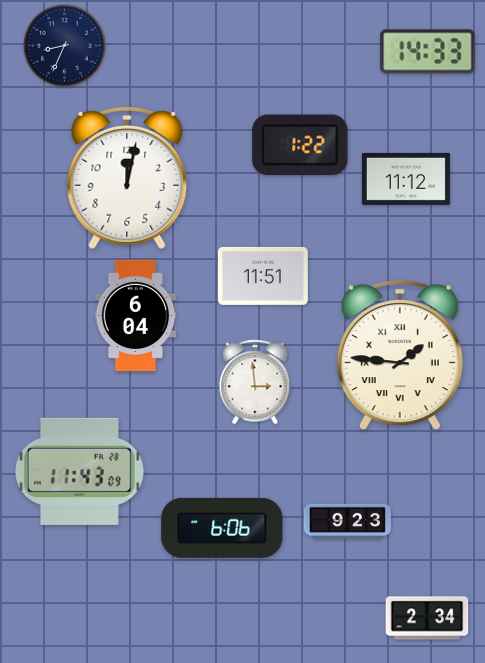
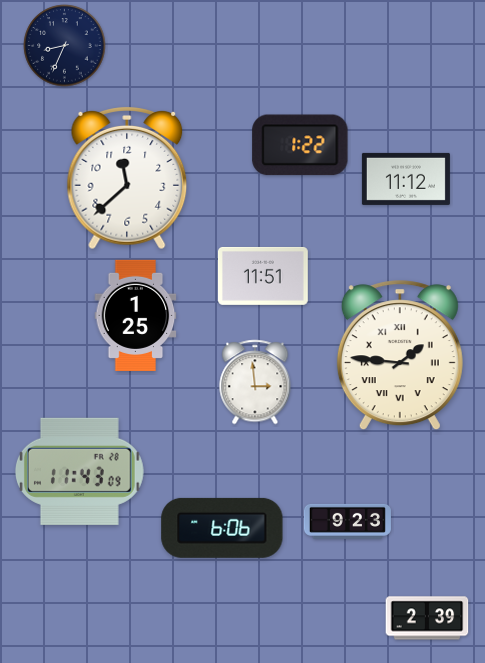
clock at (428, 52): 14:33 -> none
clock at (127, 179): 12:02 -> 11:38
clock at (136, 315): 6:04 -> 1:25
clock at (427, 618): 2:34 -> 2:39
